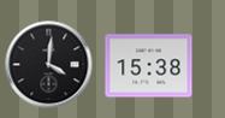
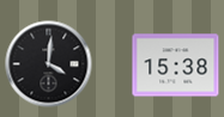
clock at (149, 66) position: (149, 66) -> (176, 66)
